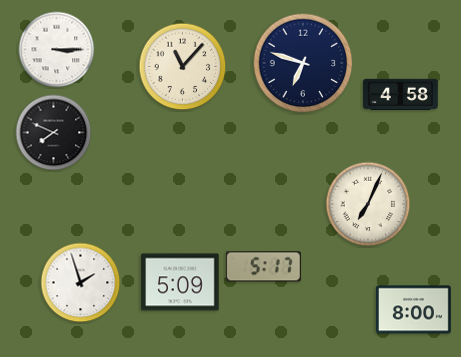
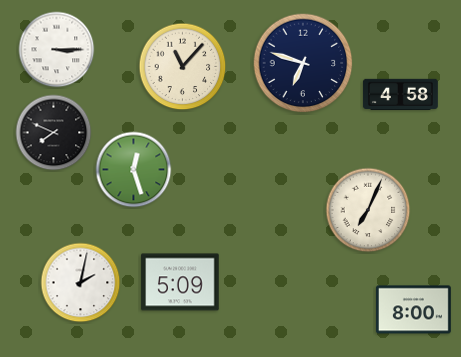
clock at (134, 170): none -> 12:27
clock at (368, 204) position: (368, 204) -> (368, 210)
clock at (263, 267): 5:17 -> none
clock at (81, 283): 1:57 -> 2:02
